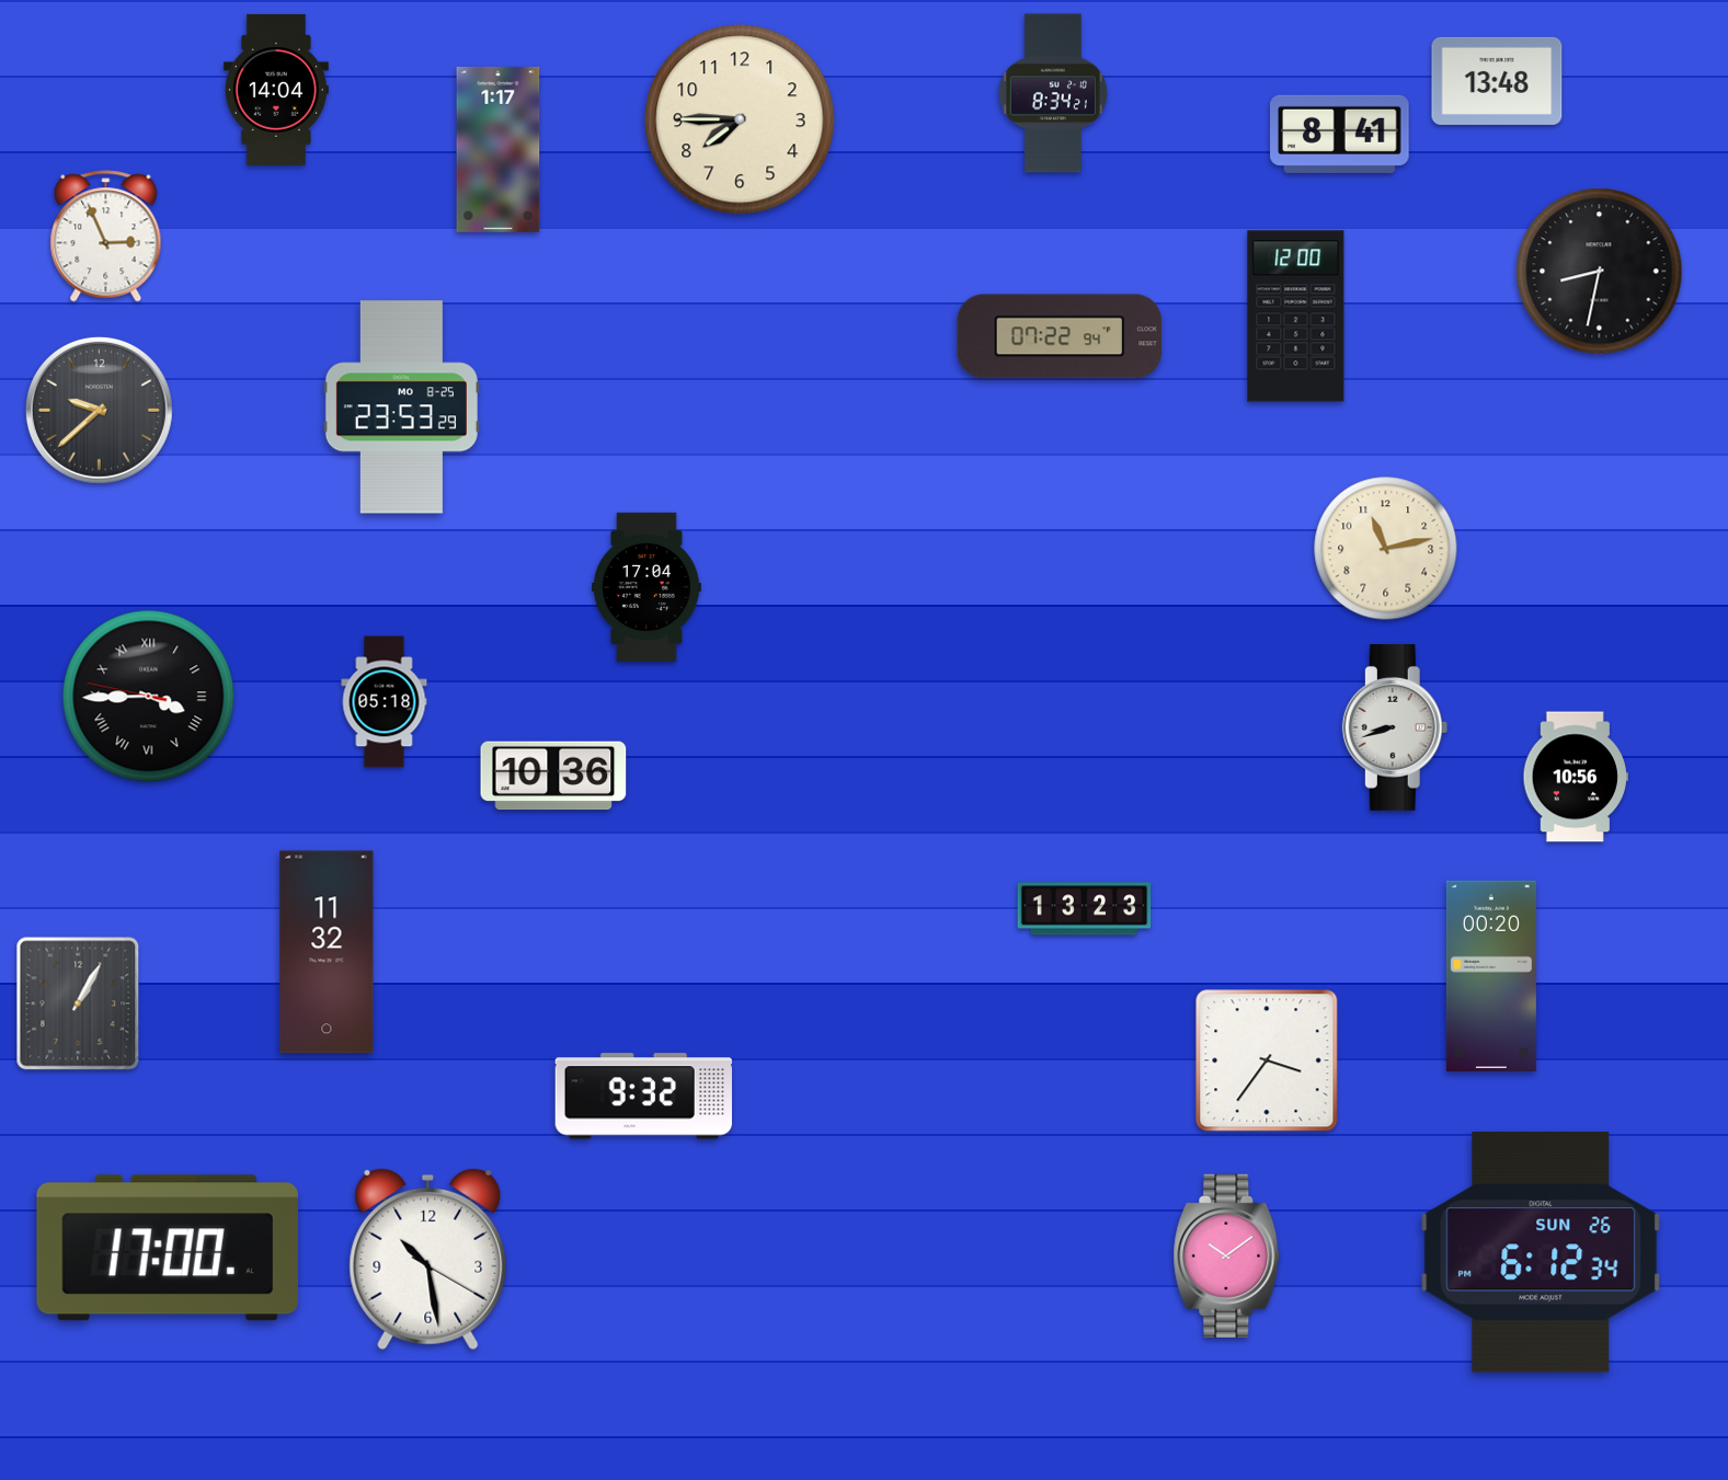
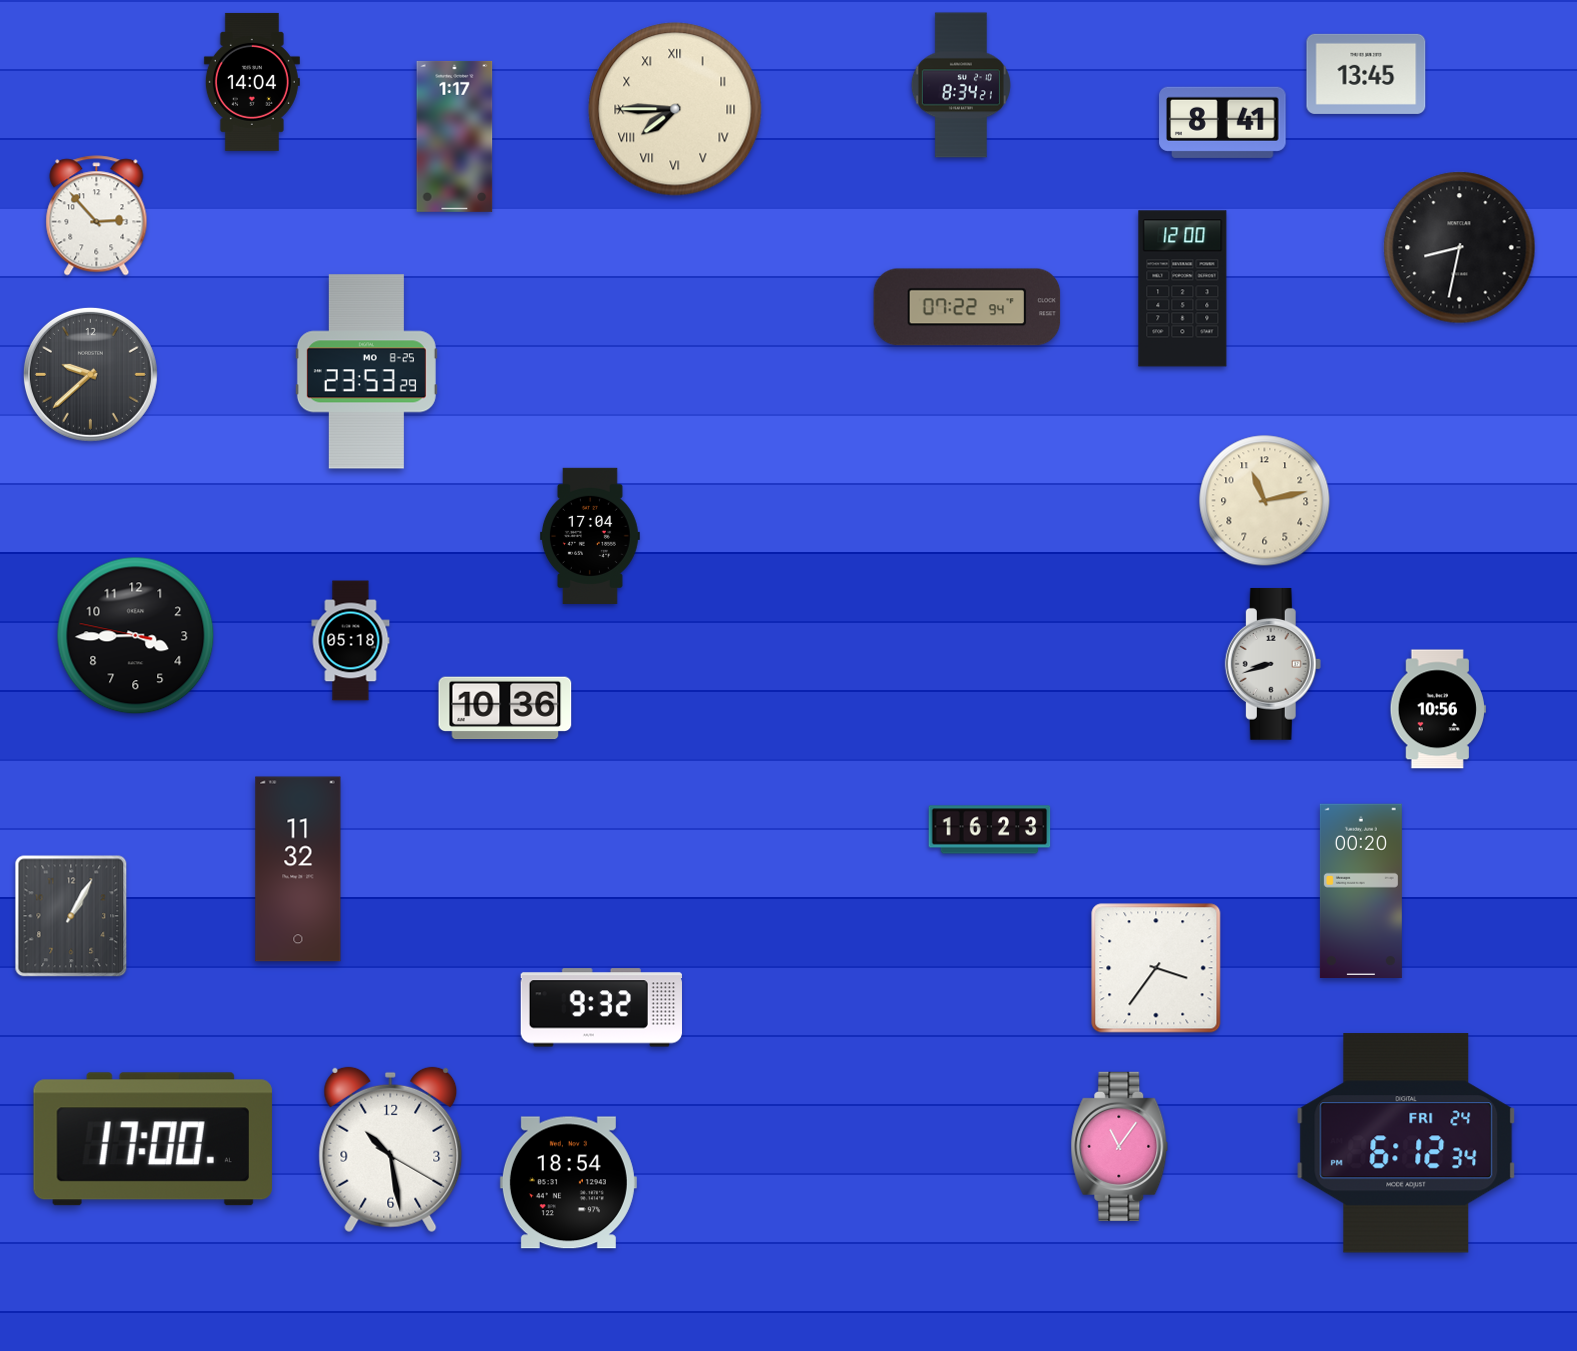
clock at (1497, 81): 13:48 -> 13:45
clock at (740, 119) numerals: Arabic -> Roman
clock at (106, 237): 2:56 -> 2:53
clock at (149, 697) numerals: Roman -> Arabic
clock at (1085, 909): 13:23 -> 16:23
clock at (643, 1097) position: (643, 1097) -> (601, 1008)
clock at (1541, 1252) date: SUN 26 -> FRI 24
clock at (1227, 1255): 10:09 -> 11:06
clock at (568, 1183): none -> 18:54
